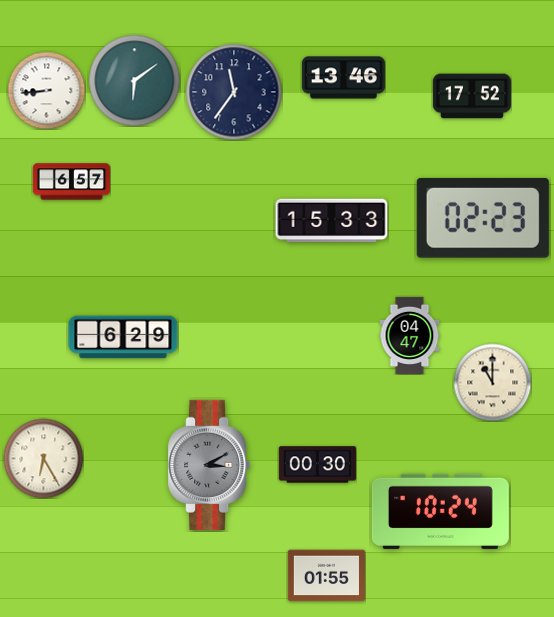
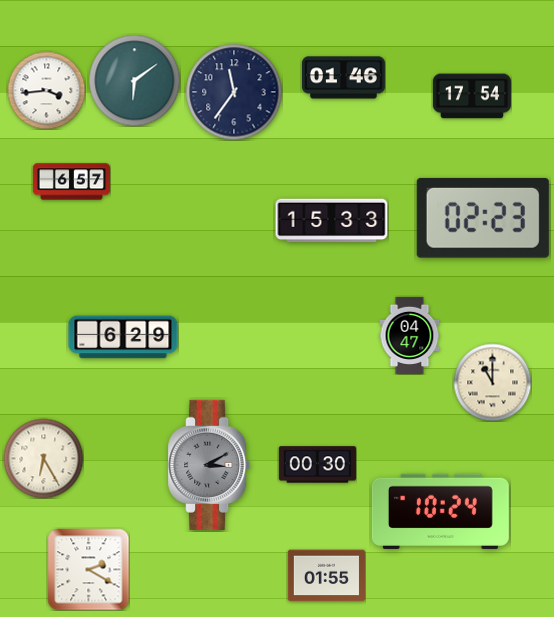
clock at (343, 78): 13:46 -> 01:46
clock at (46, 90): 8:44 -> 3:44
clock at (472, 96): 17:52 -> 17:54
clock at (88, 569): none -> 2:20
